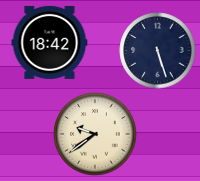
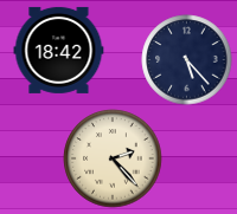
clock at (158, 51): 5:27 -> 5:23
clock at (95, 134): 9:39 -> 2:23
